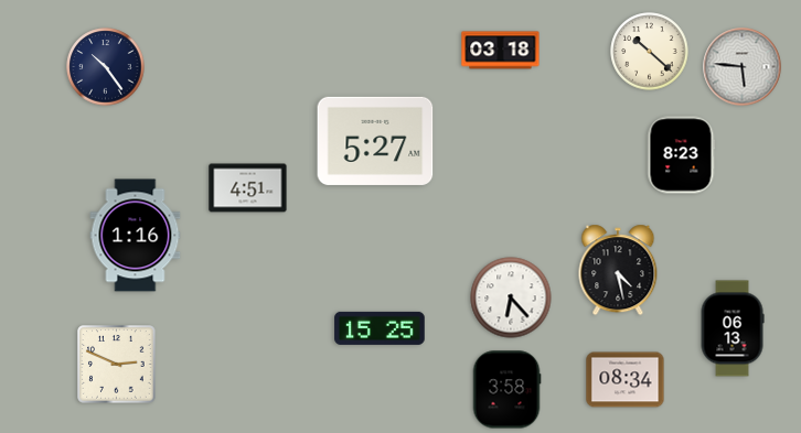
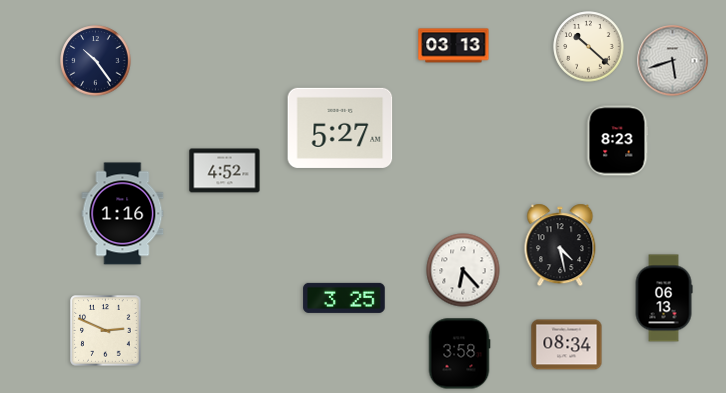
clock at (501, 51): 03:18 -> 03:13
clock at (743, 67): 5:46 -> 5:42
clock at (248, 188): 4:51 -> 4:52
clock at (380, 328): 15:25 -> 3:25
